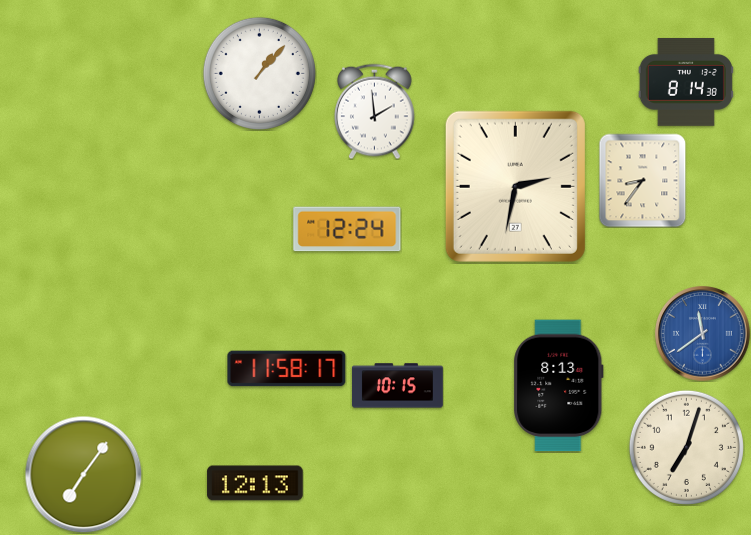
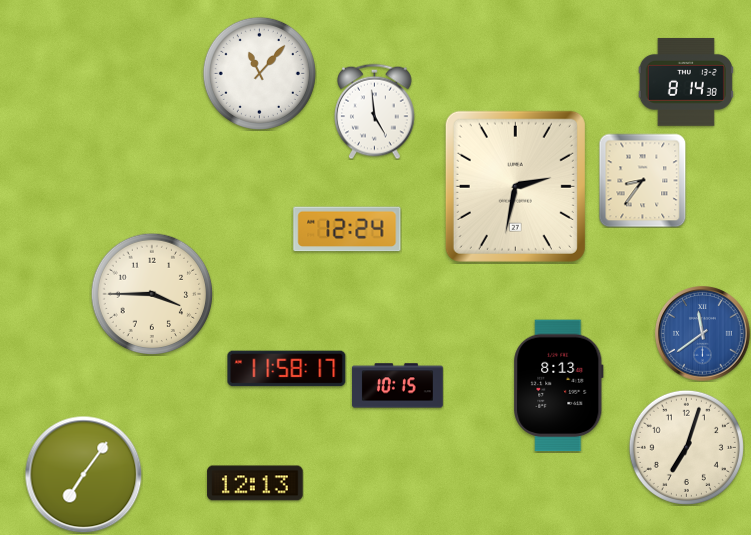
clock at (259, 73): 1:07 -> 11:07
clock at (375, 111): 1:59 -> 4:59
clock at (152, 294): none -> 3:45
